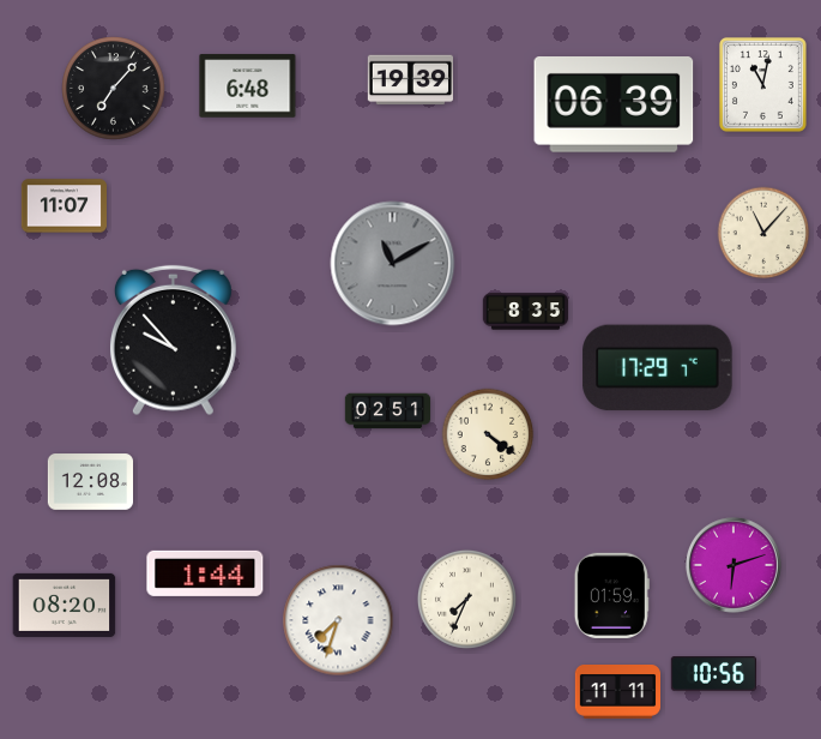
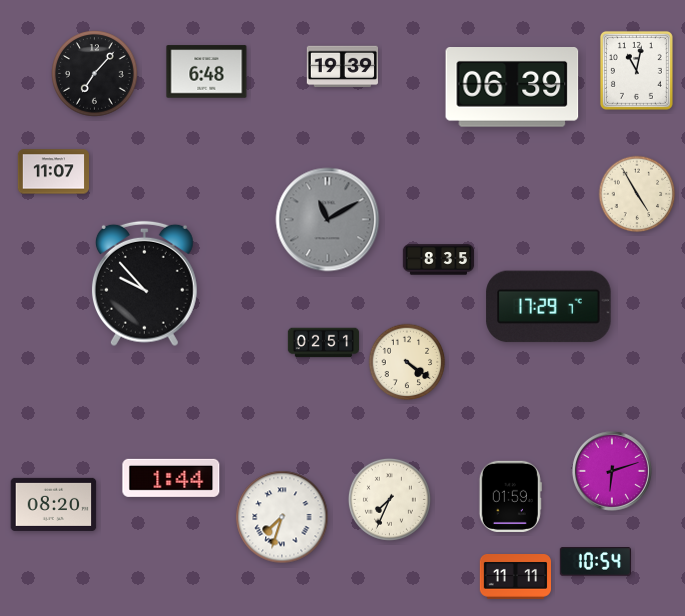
clock at (763, 233): 11:07 -> 4:55
clock at (91, 482): 12:08 -> none
clock at (713, 674): 10:56 -> 10:54
